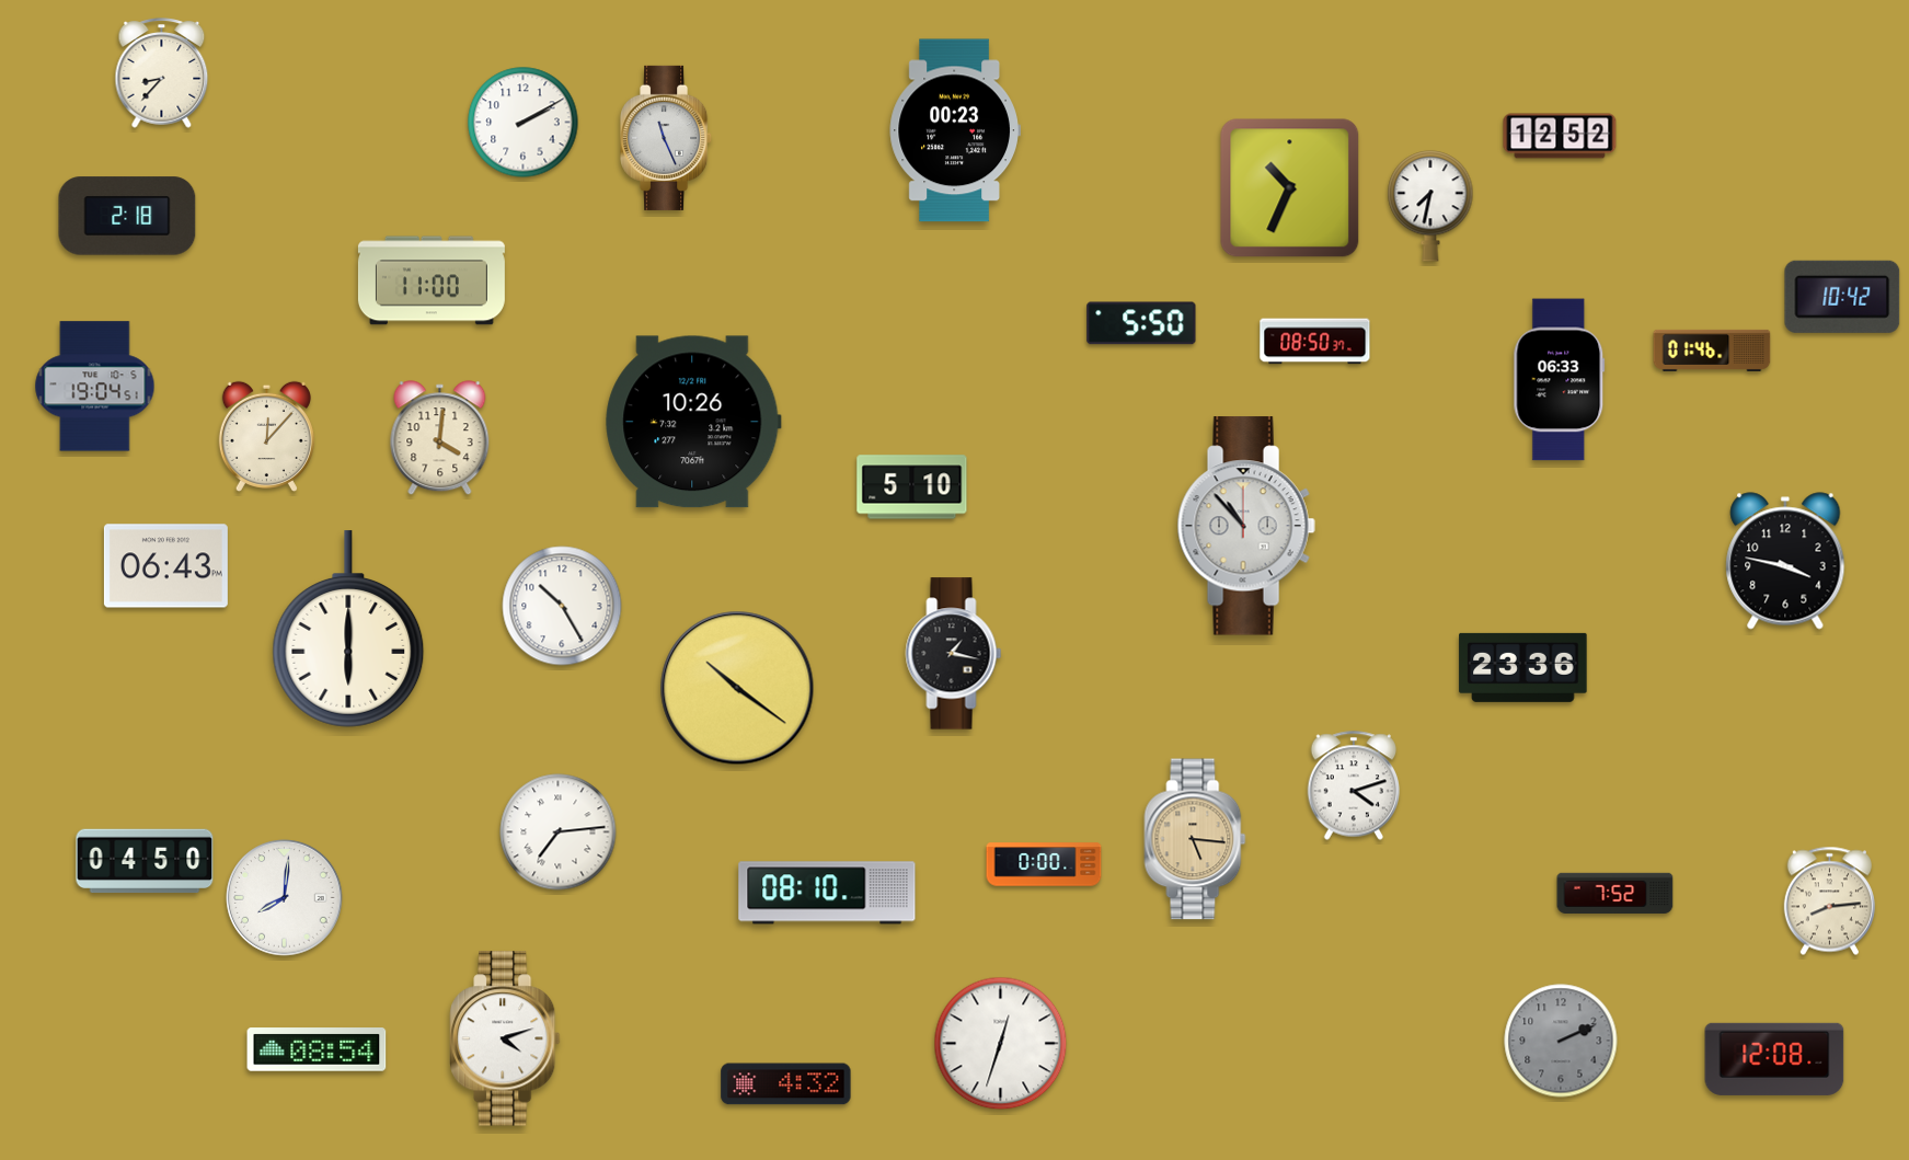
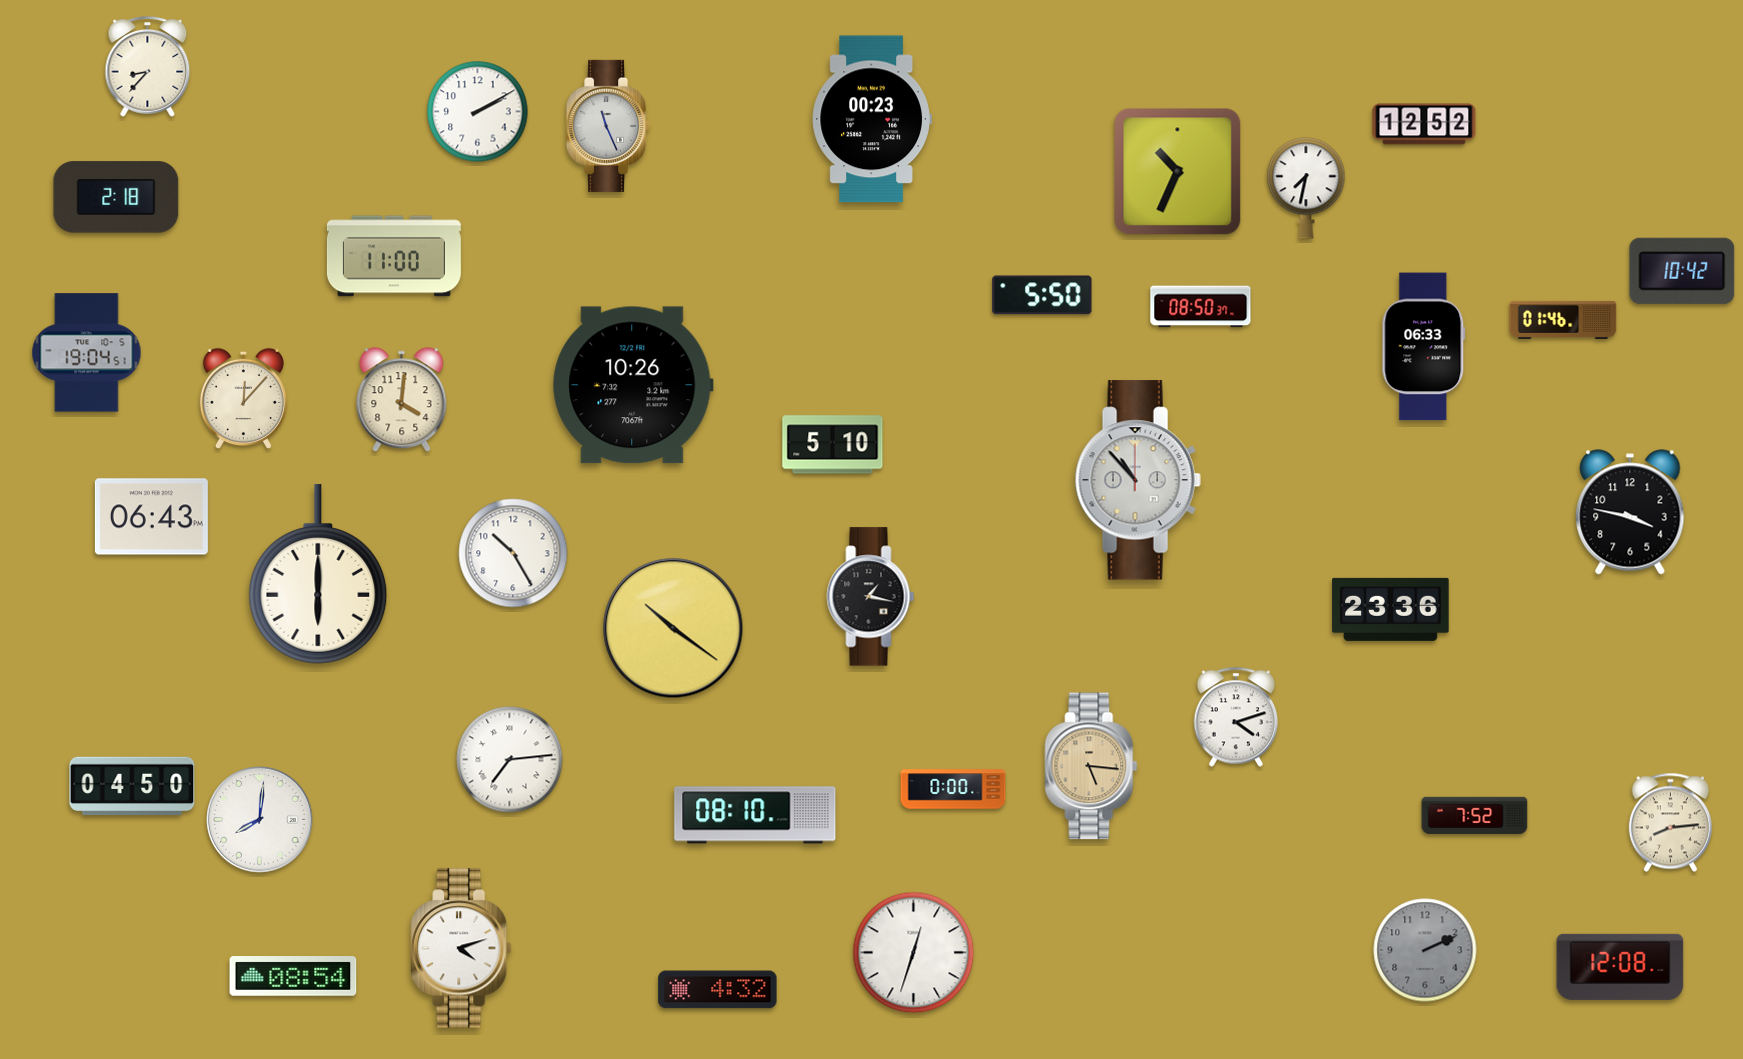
clock at (1315, 342) position: (1315, 342) -> (1201, 307)
clock at (317, 1049) position: (317, 1049) -> (293, 976)
